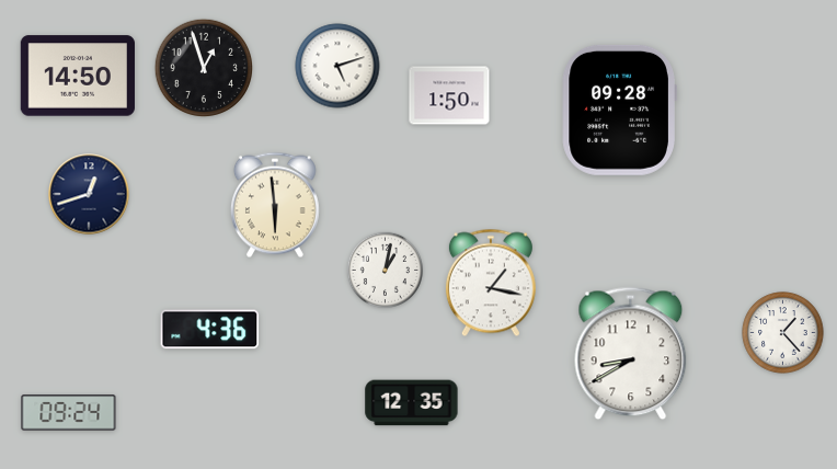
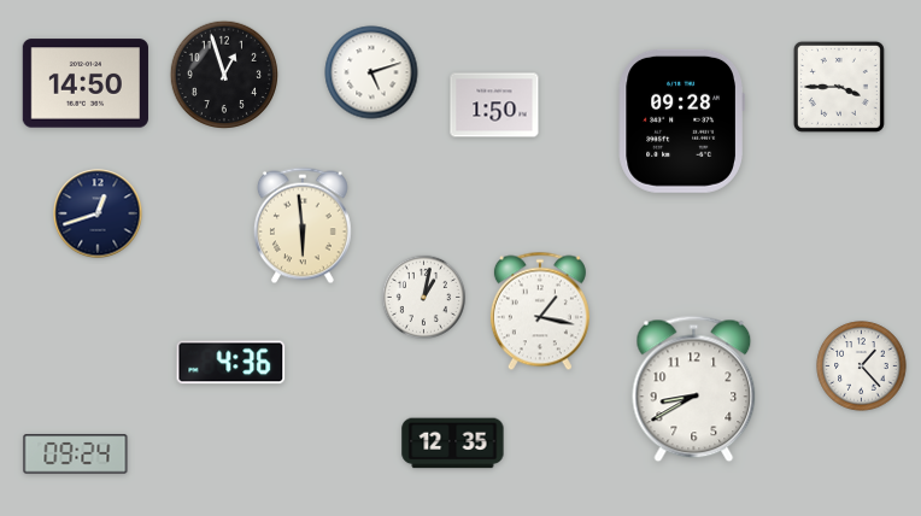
clock at (839, 87): none -> 3:45
